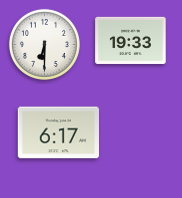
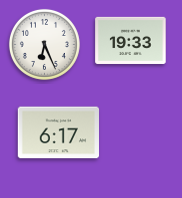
clock at (44, 44): 6:30 -> 6:26
